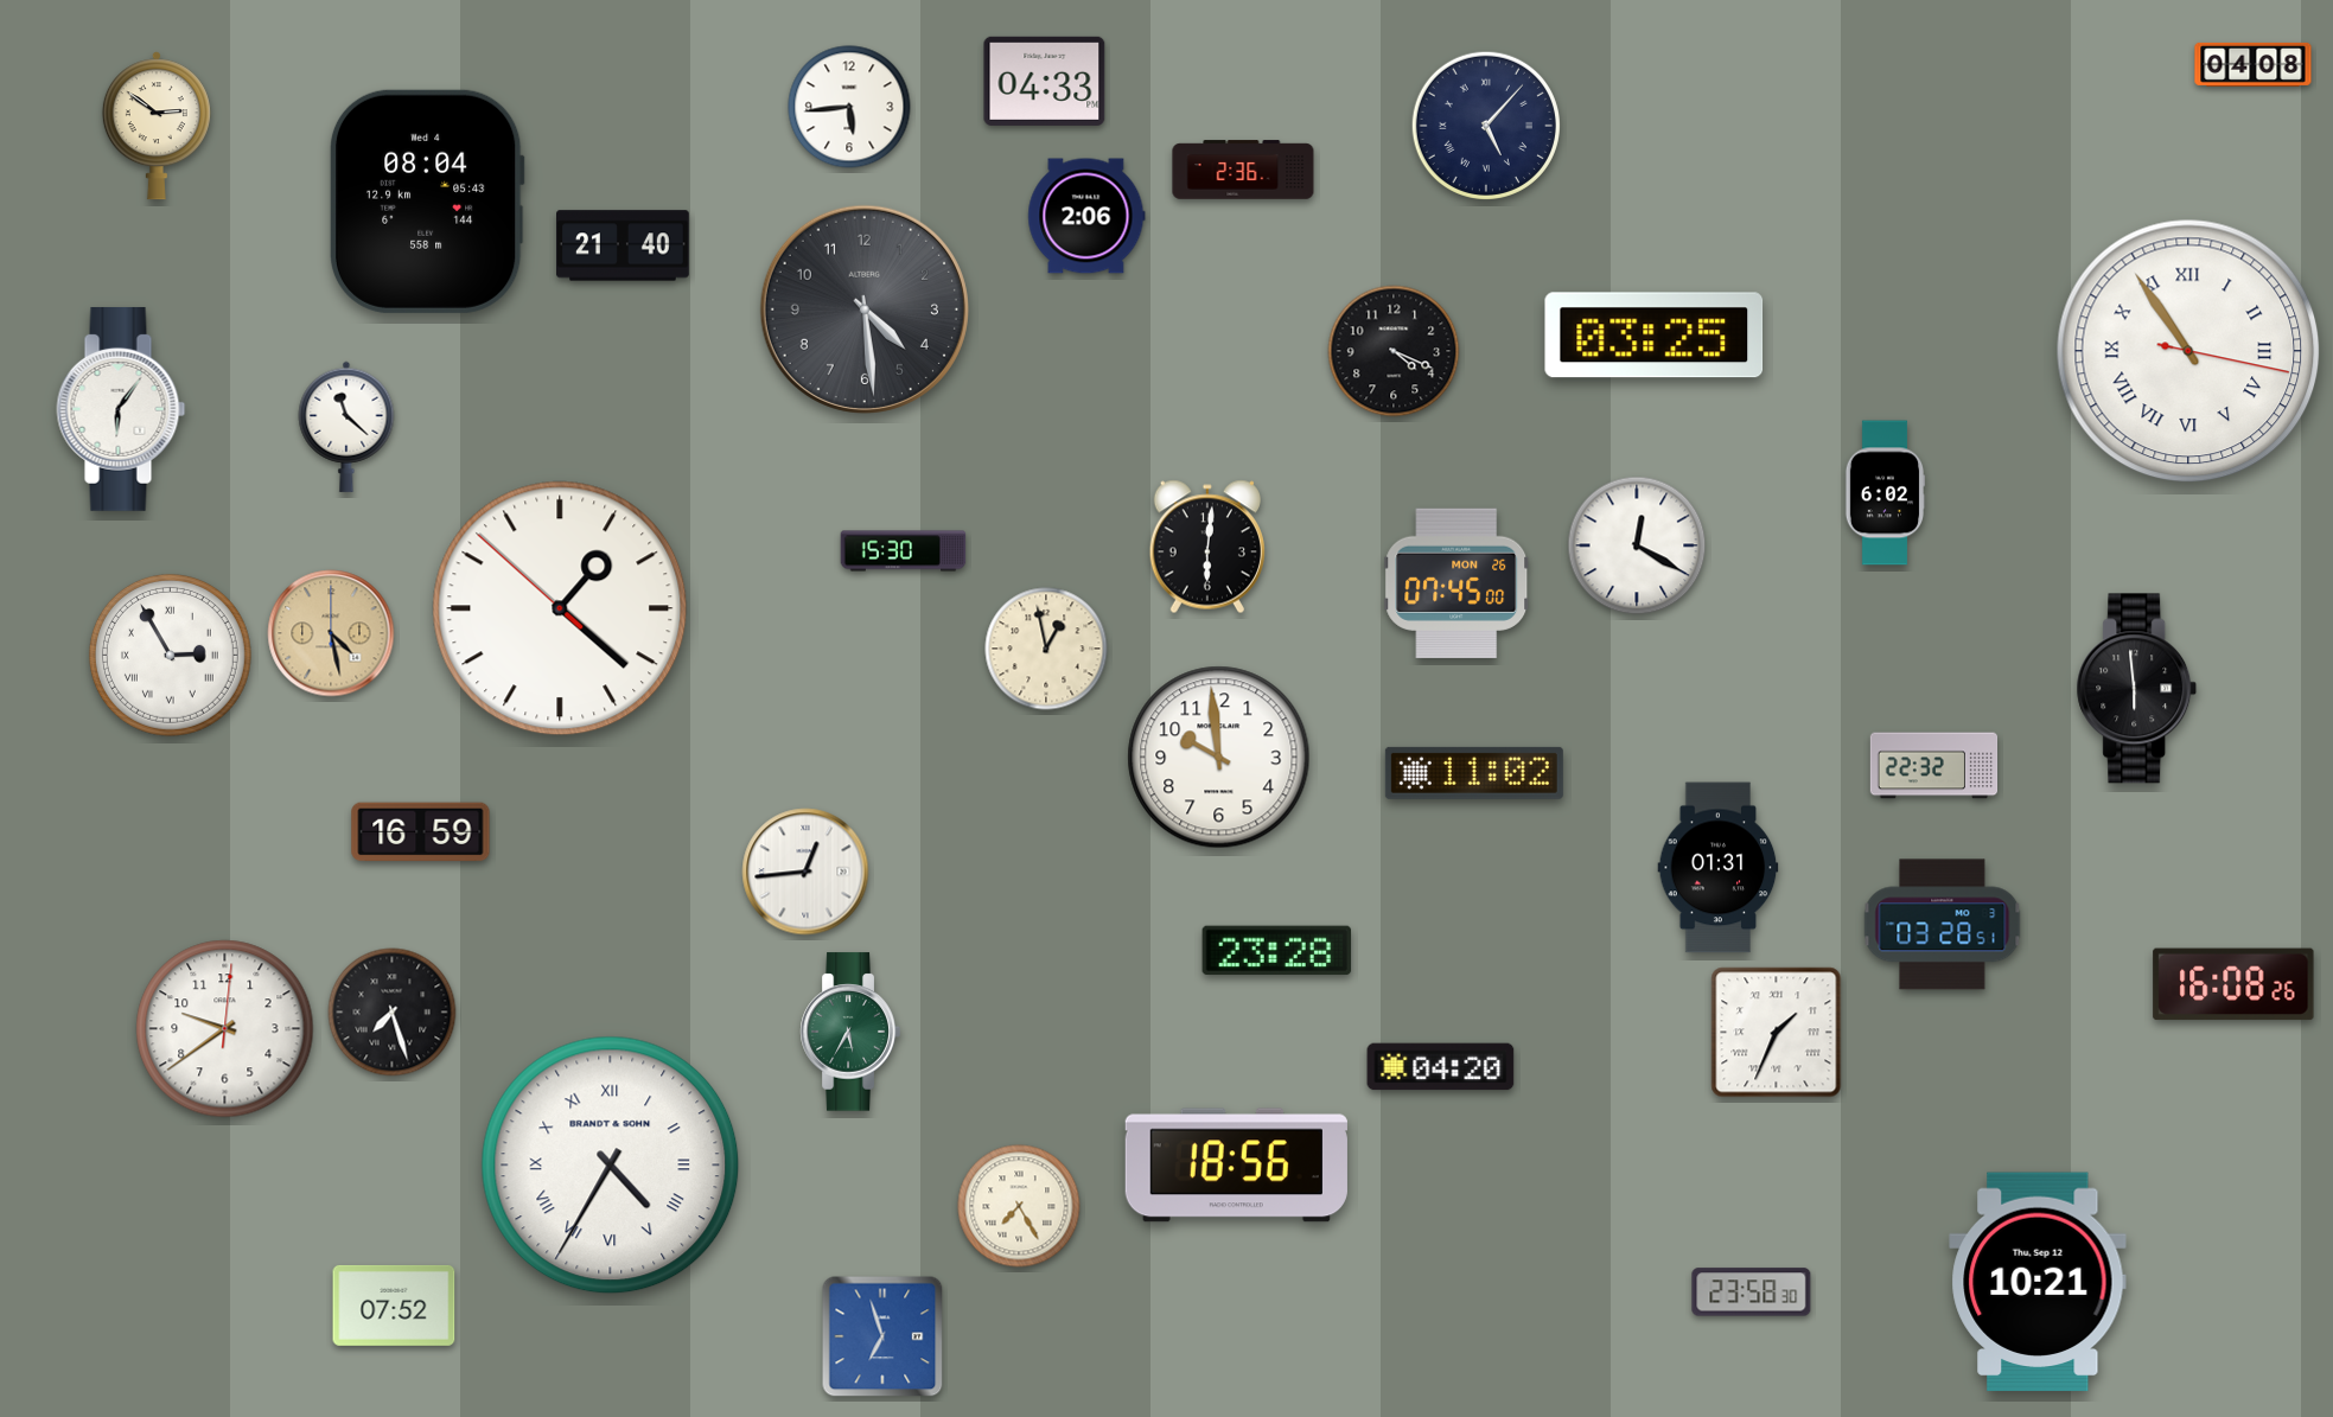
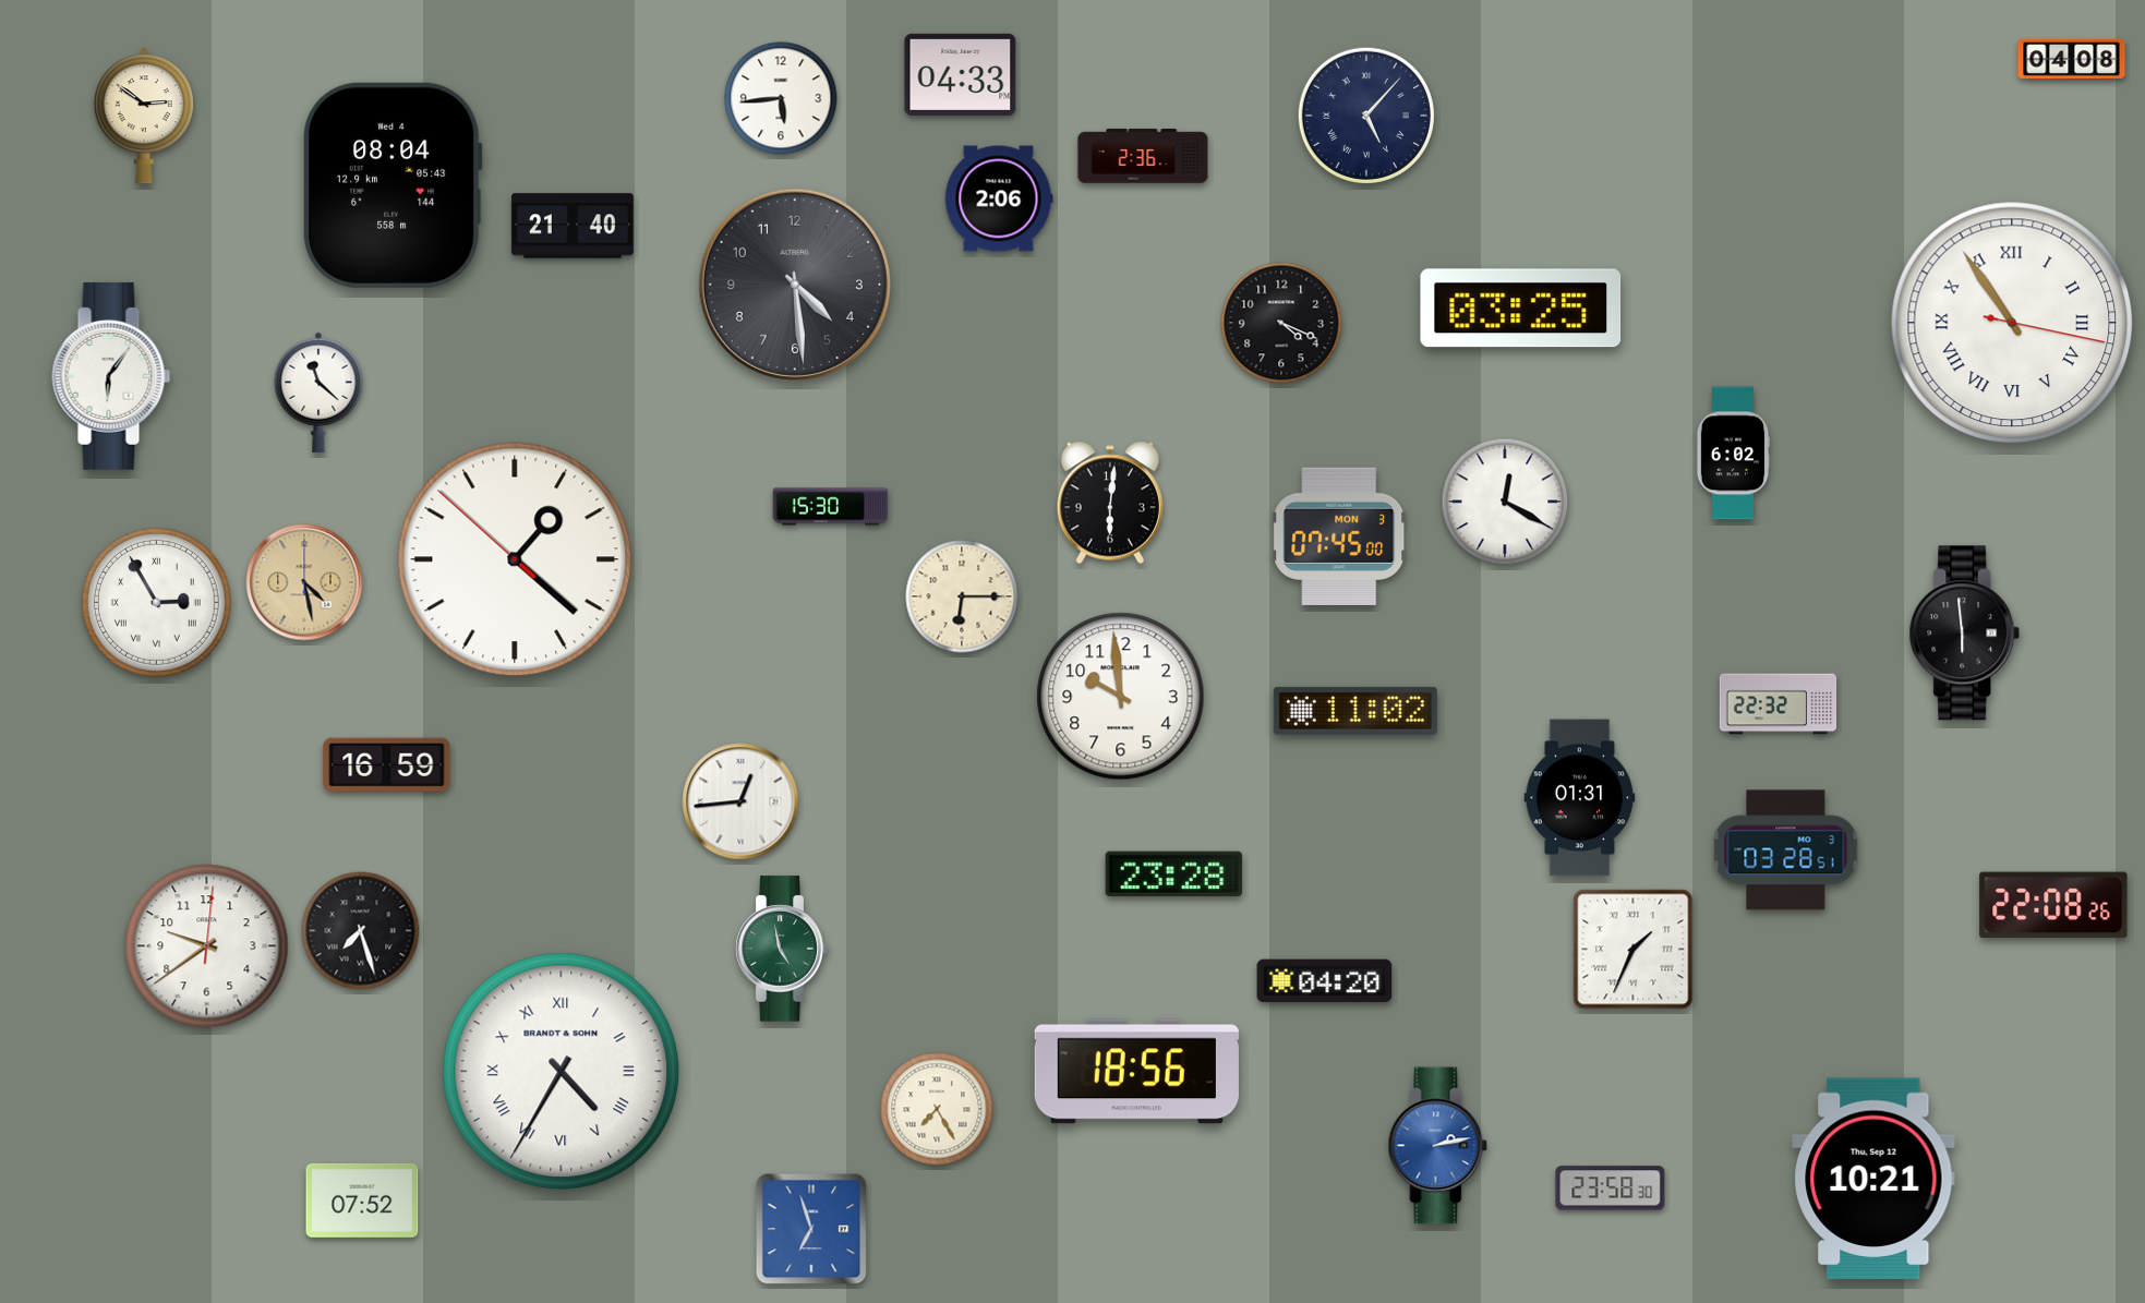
clock at (1458, 583) date: MON 26 -> MON 3
clock at (1046, 649): 12:58 -> 6:15
clock at (2233, 984): 16:08 -> 22:08
clock at (850, 1032): 5:35 -> 4:58
clock at (1438, 1146): none -> 2:13
